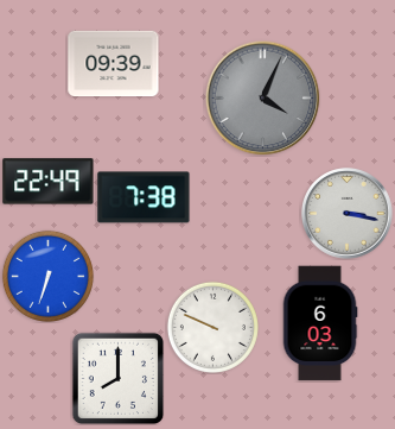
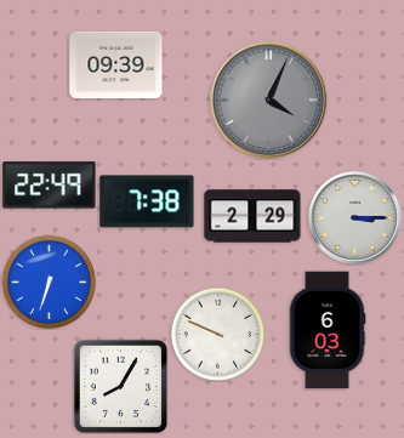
clock at (252, 216): none -> 2:29
clock at (348, 214): 3:17 -> 3:15
clock at (117, 378): 8:00 -> 8:05
